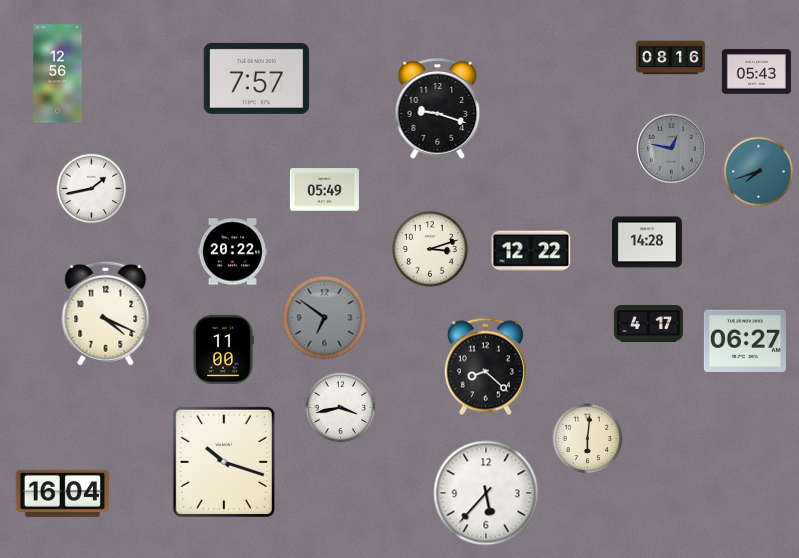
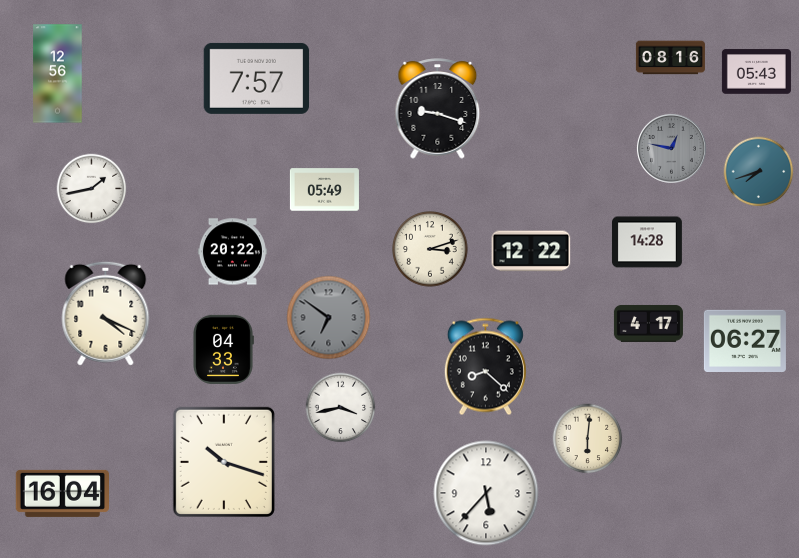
clock at (325, 318) position: (325, 318) -> (329, 318)
clock at (223, 349): 11:00 -> 04:33
